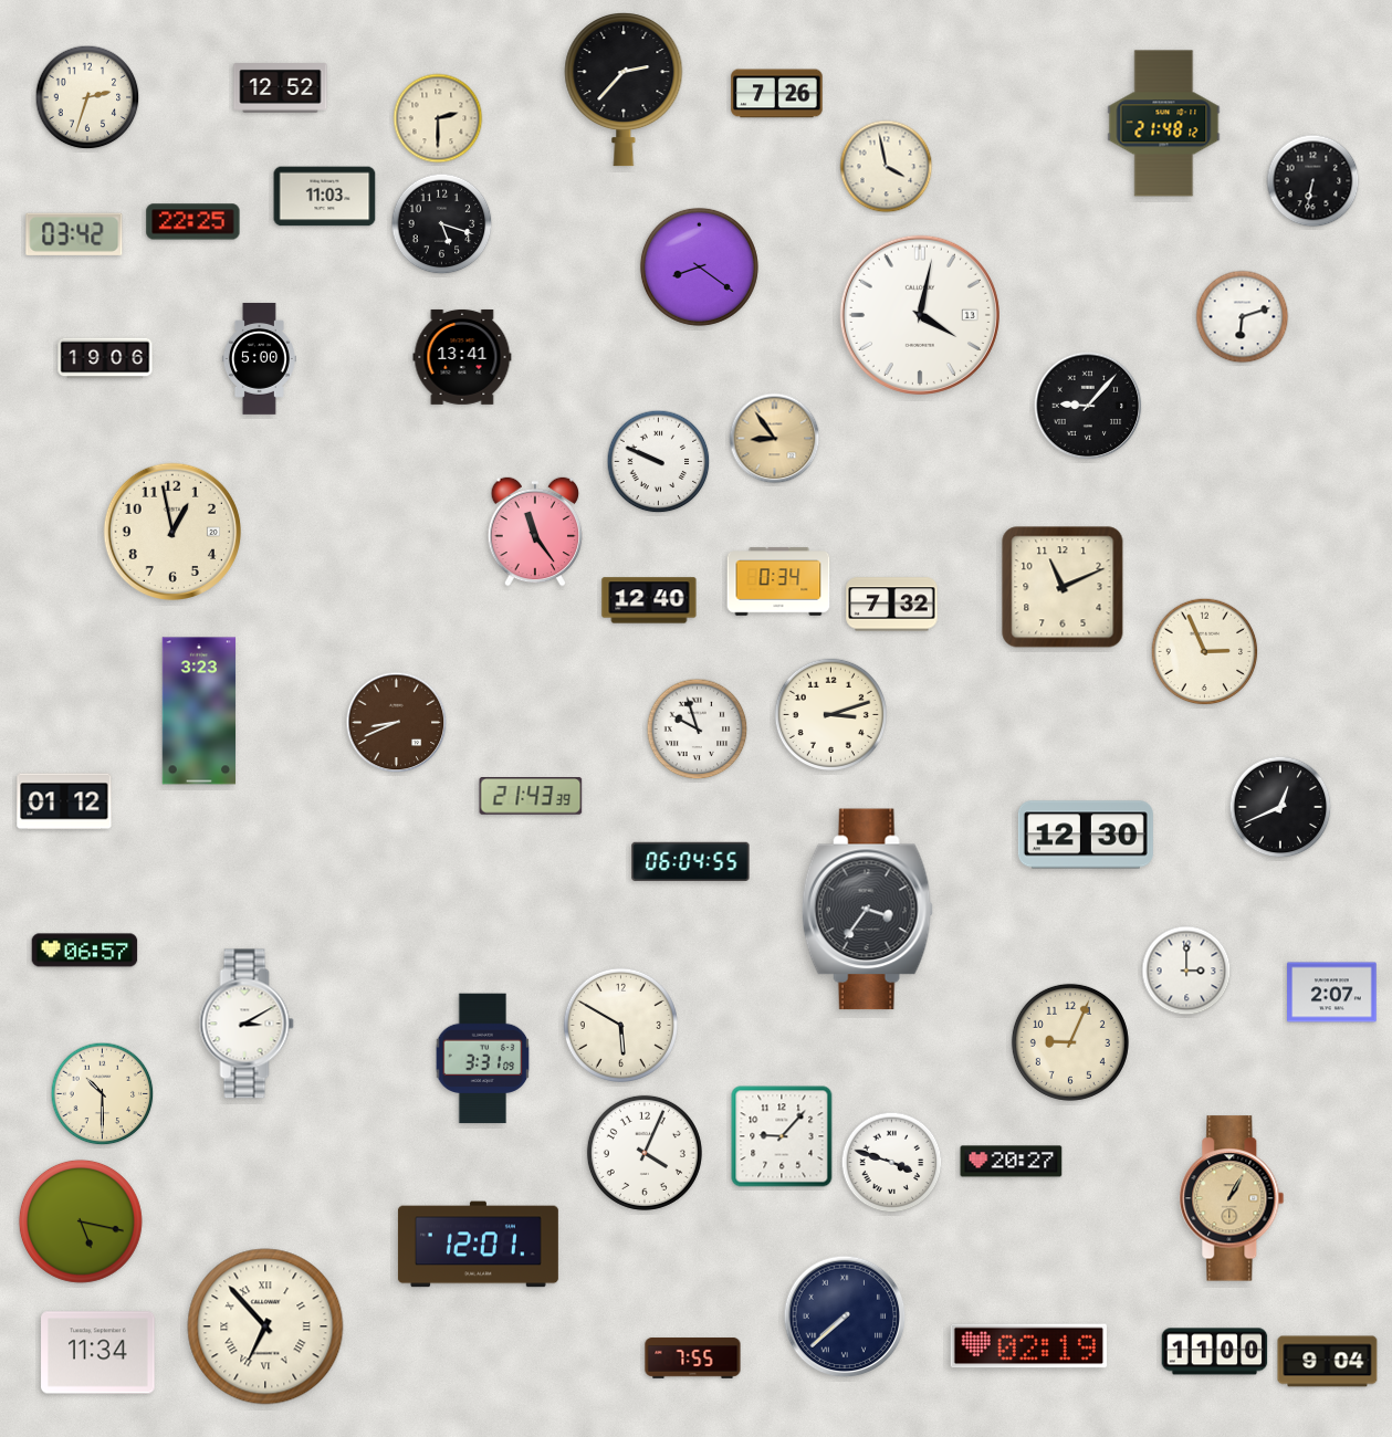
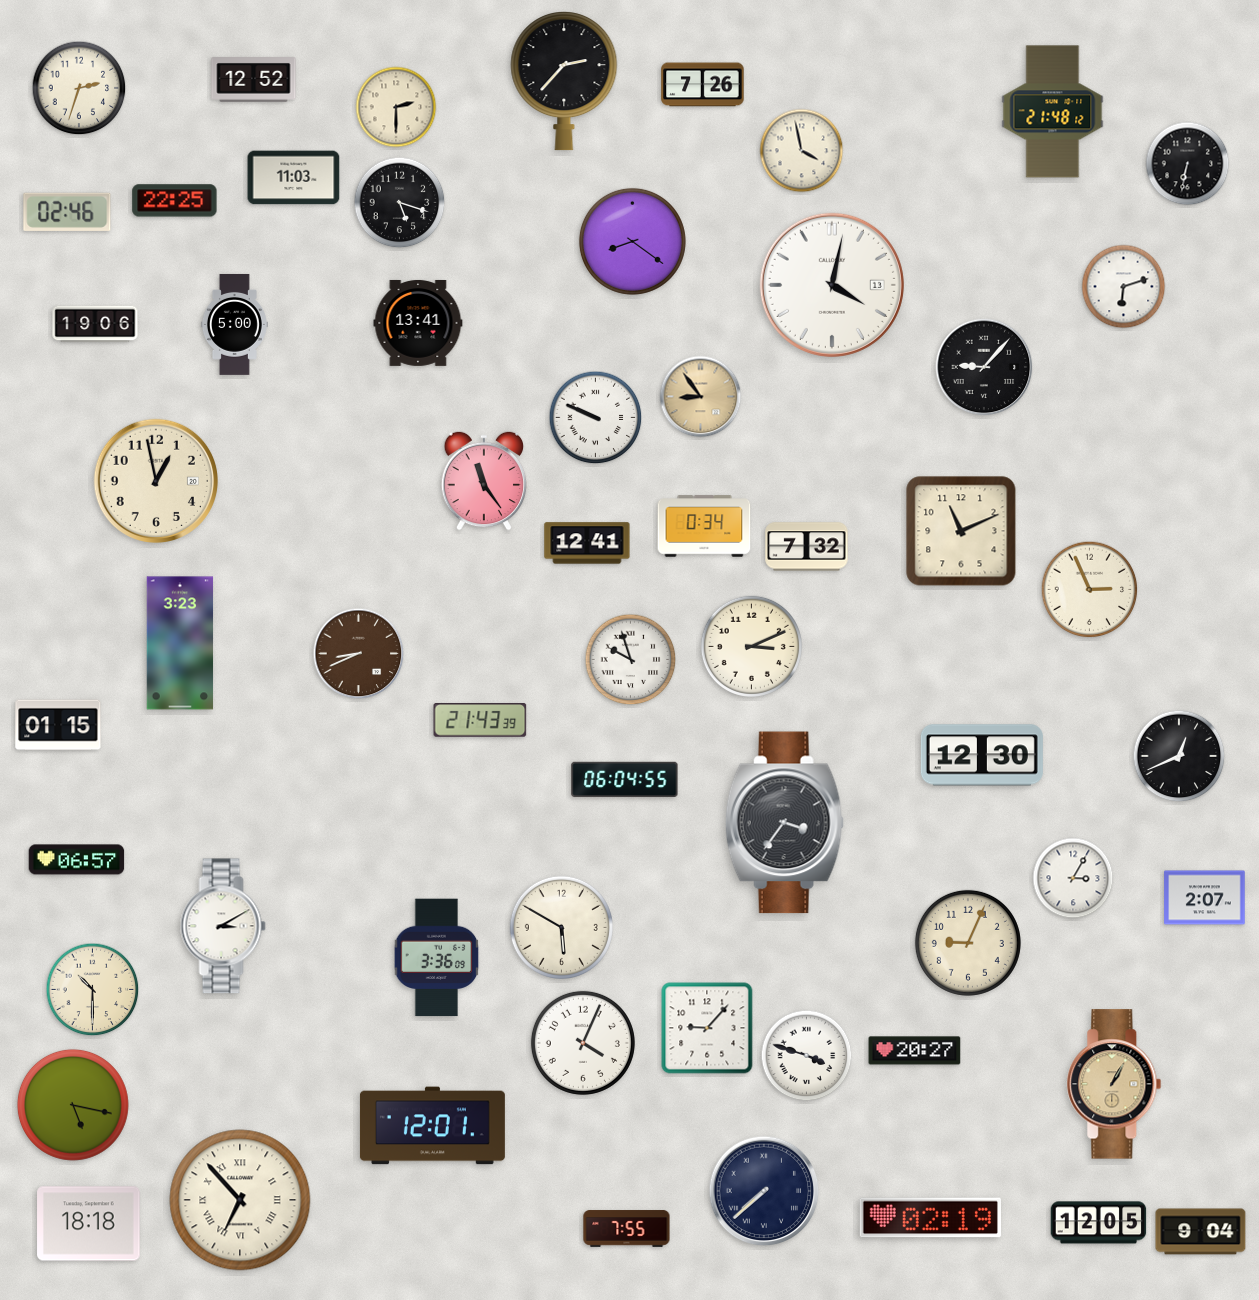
clock at (74, 234): 03:42 -> 02:46
clock at (649, 600): 12:40 -> 12:41
clock at (830, 714): 3:12 -> 3:11
clock at (64, 801): 01:12 -> 01:15
clock at (1280, 807) position: (1280, 807) -> (1179, 756)
clock at (1186, 971): 3:00 -> 3:05
clock at (483, 1059): 3:31 -> 3:36
clock at (892, 1163) position: (892, 1163) -> (807, 1056)
clock at (1215, 1352): 11:00 -> 12:05
clock at (98, 1353): 11:34 -> 18:18
